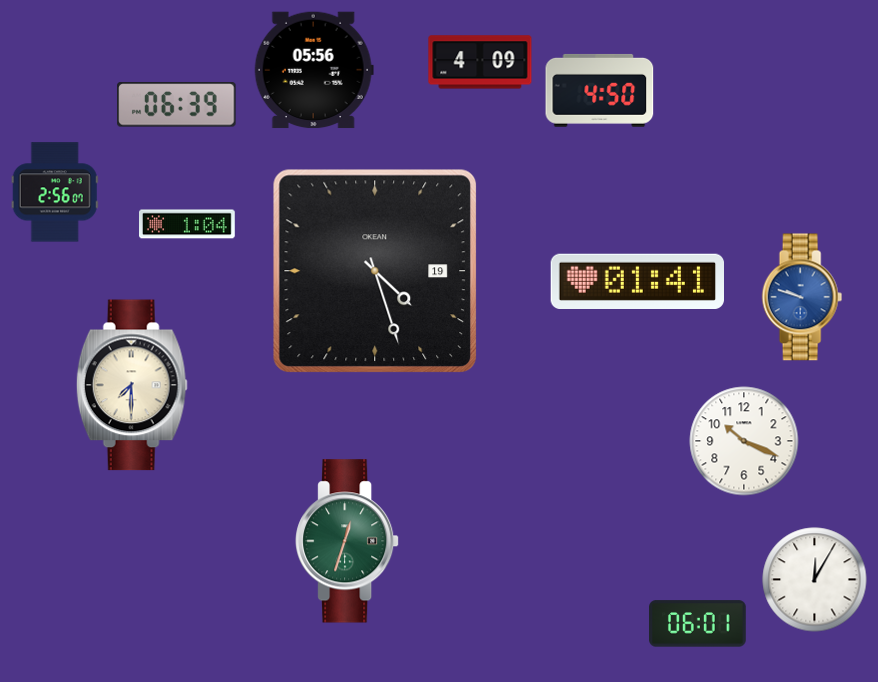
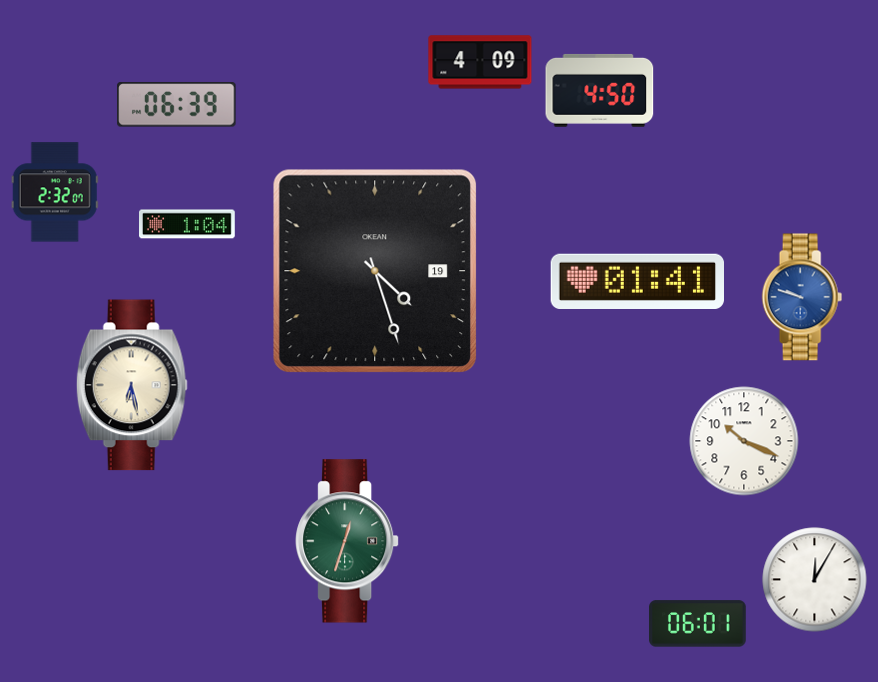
clock at (314, 70): 05:56 -> none
clock at (55, 192): 2:56 -> 2:32
clock at (132, 385): 7:30 -> 6:28
